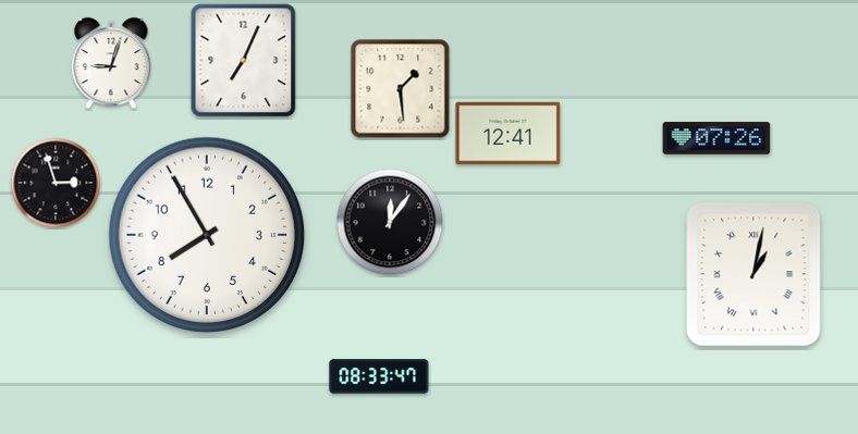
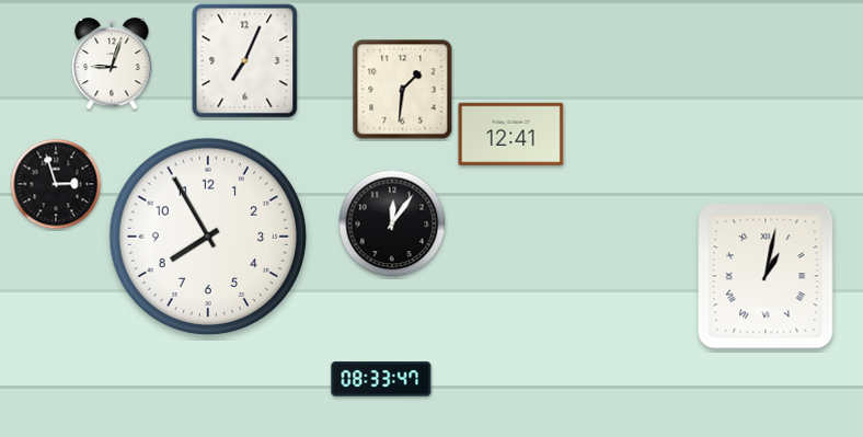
clock at (401, 89): 1:29 -> 1:31
clock at (716, 138): 07:26 -> none
clock at (753, 274) position: (753, 274) -> (766, 276)
